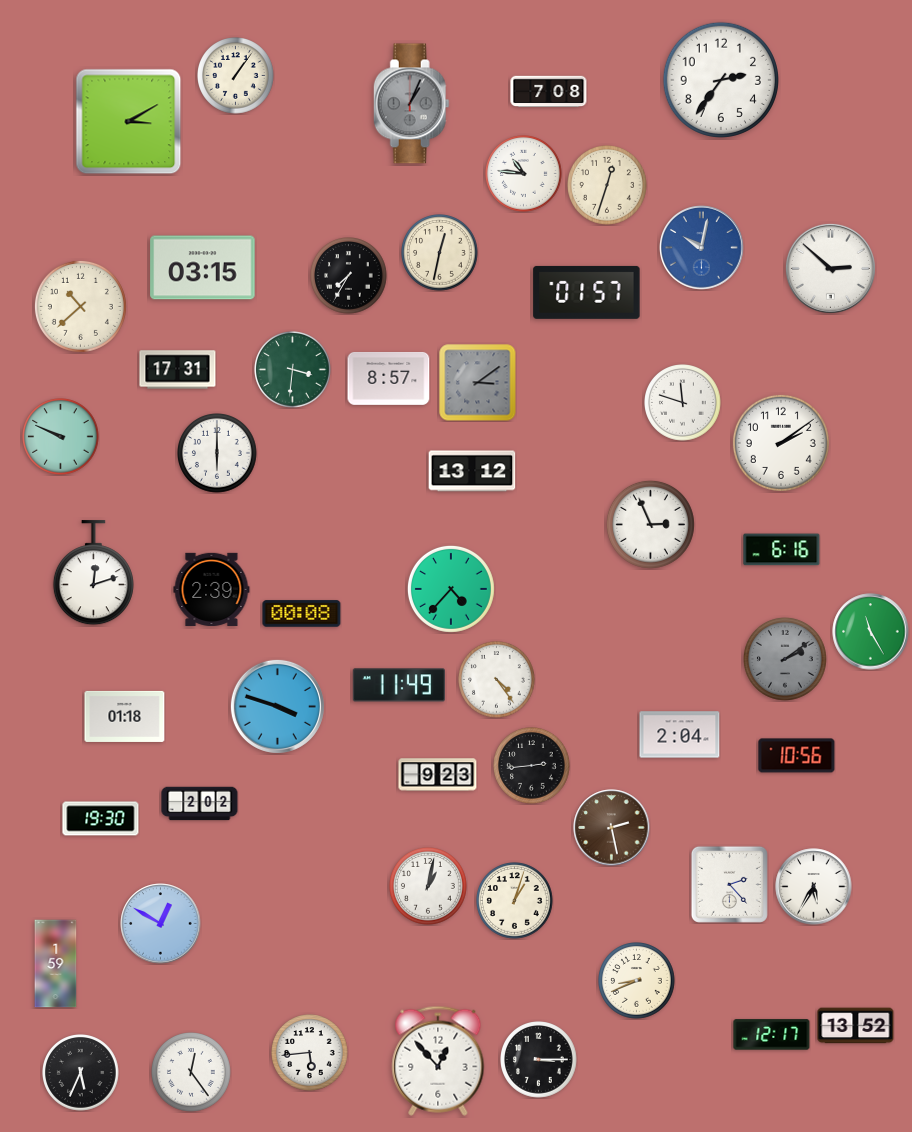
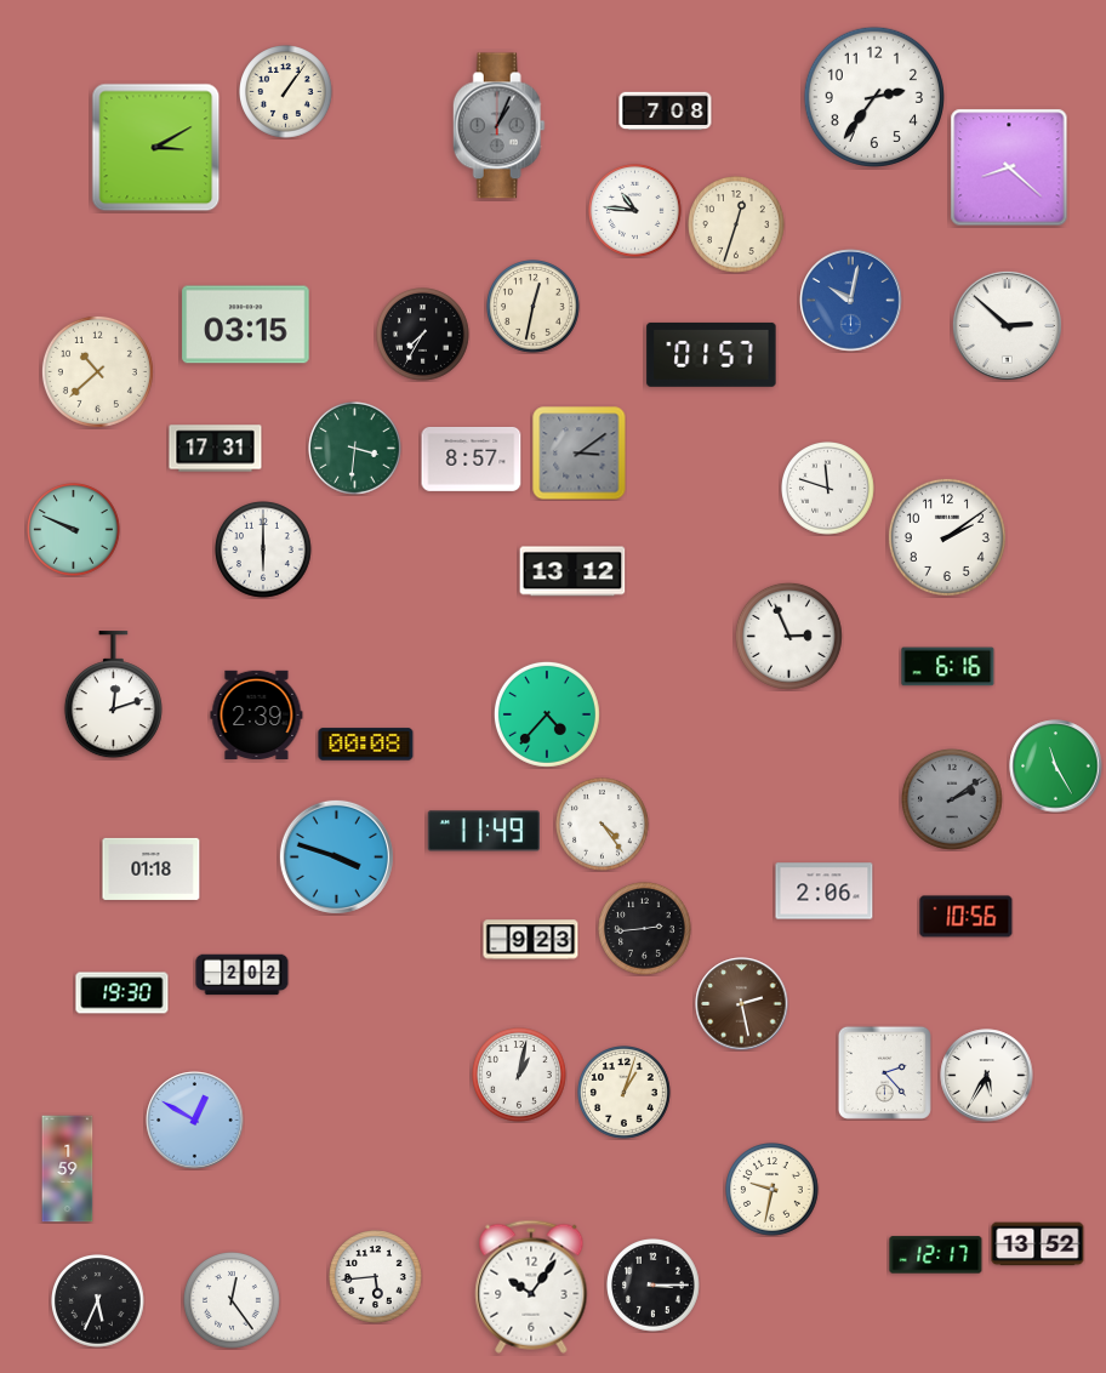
clock at (1009, 167): none -> 8:22
clock at (478, 383) position: (478, 383) -> (580, 454)
clock at (680, 735): 2:04 -> 2:06
clock at (637, 981): 8:41 -> 9:32
clock at (438, 1061): 12:53 -> 10:06
